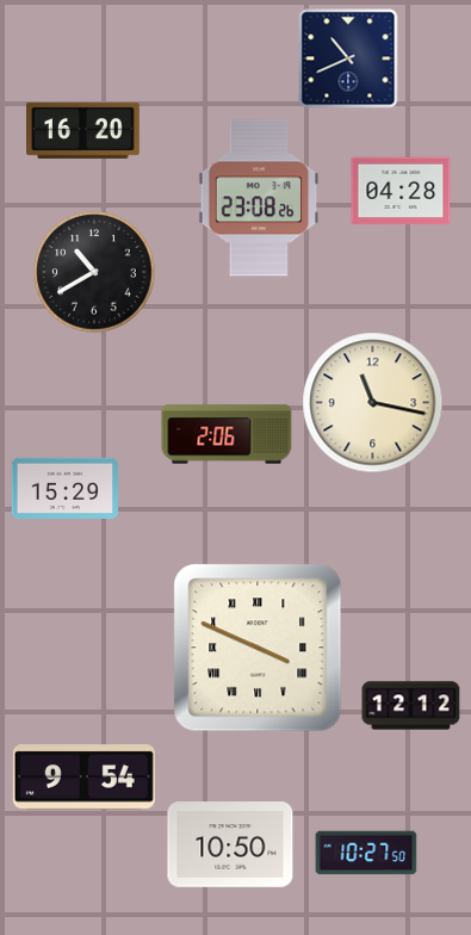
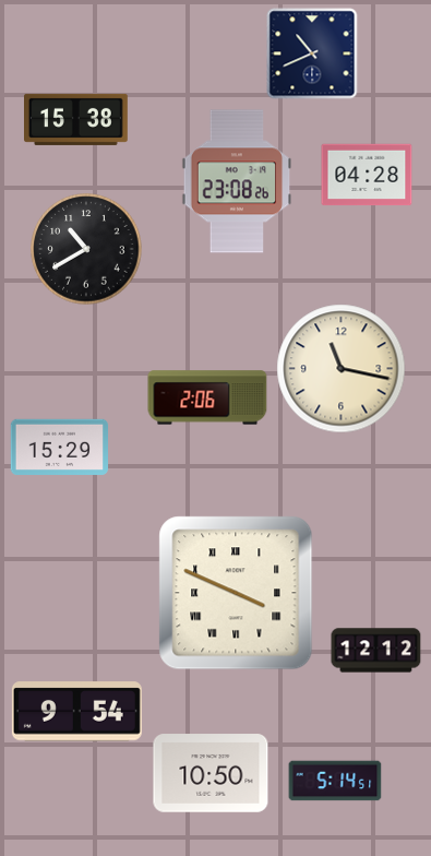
clock at (348, 58) position: (348, 58) -> (312, 53)
clock at (83, 130): 16:20 -> 15:38
clock at (411, 706) position: (411, 706) -> (376, 651)
clock at (366, 853): 10:27 -> 5:14
